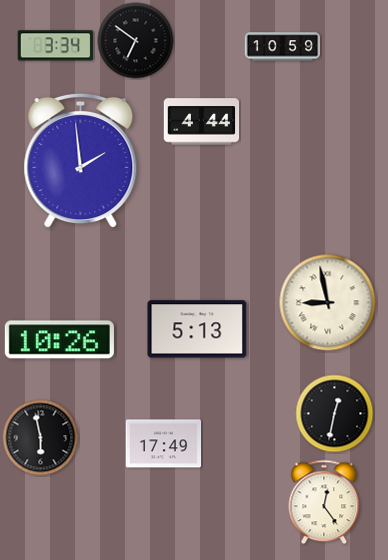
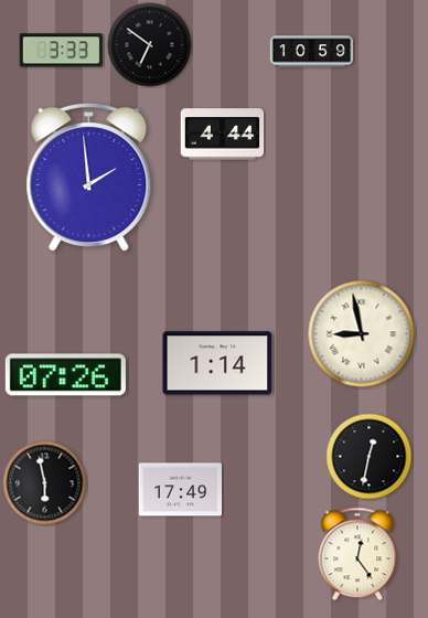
clock at (55, 46): 3:34 -> 3:33
clock at (197, 329): 5:13 -> 1:14
clock at (59, 340): 10:26 -> 07:26
